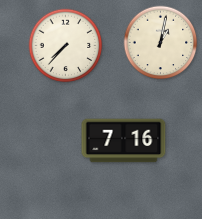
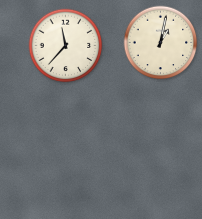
clock at (66, 46): 7:37 -> 11:37
clock at (124, 141): 7:16 -> none
